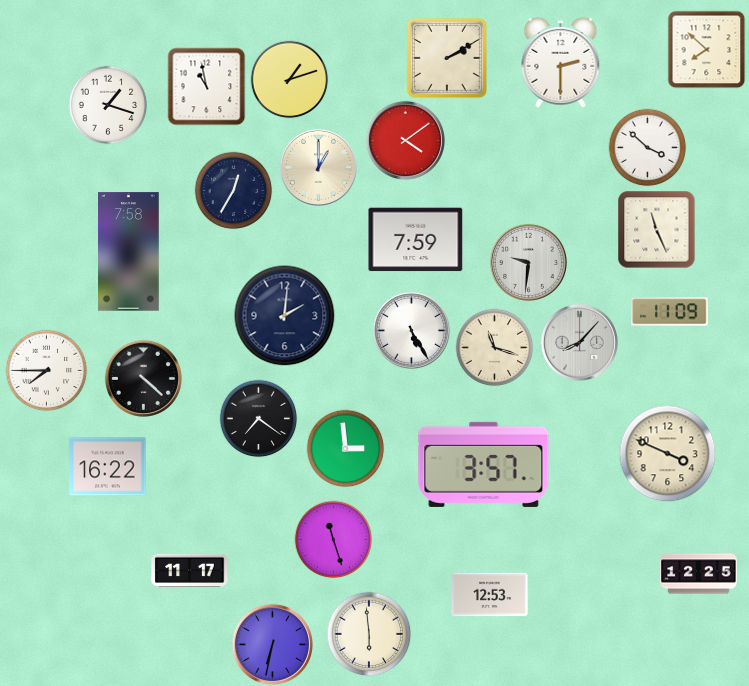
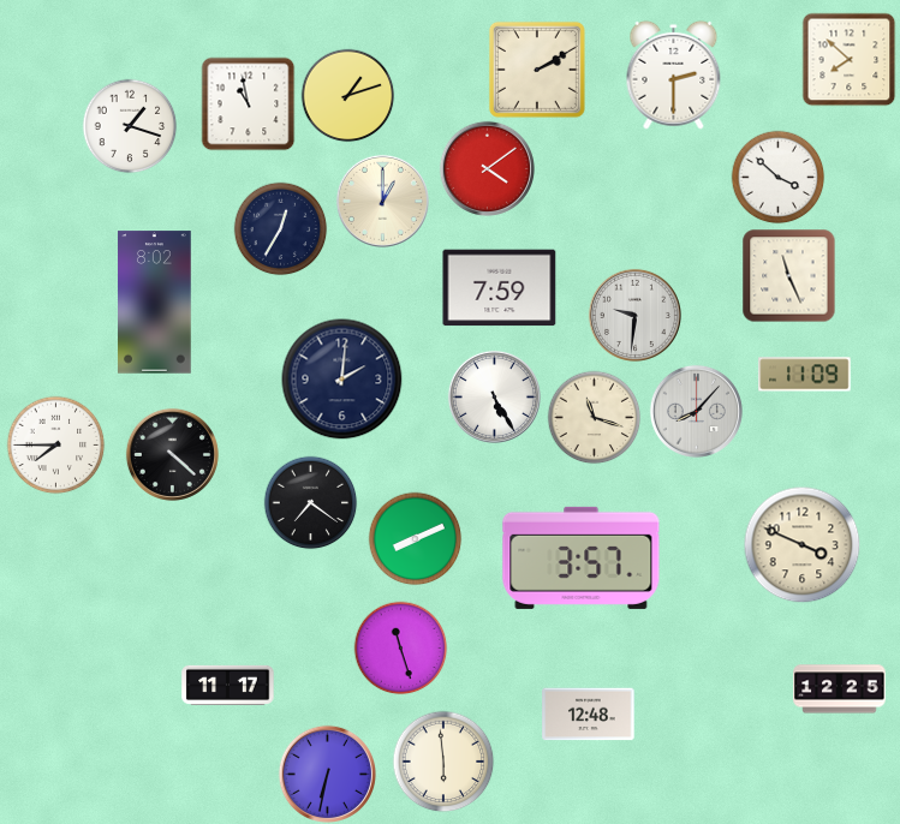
clock at (129, 252): 7:58 -> 8:02
clock at (345, 448): 2:59 -> 8:11
clock at (108, 467): 16:22 -> none
clock at (490, 595): 12:53 -> 12:48
